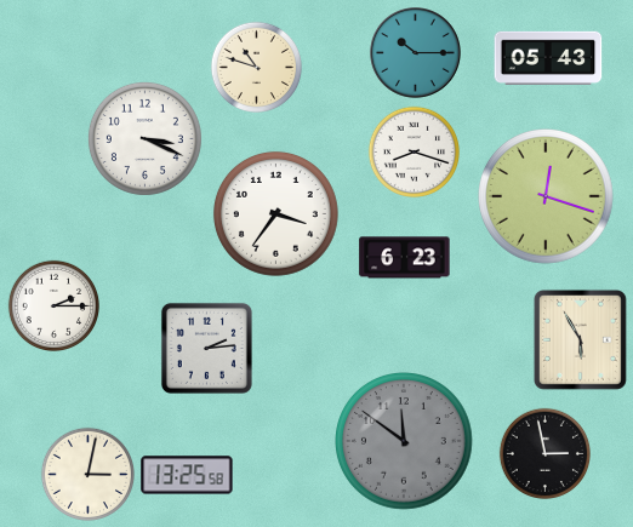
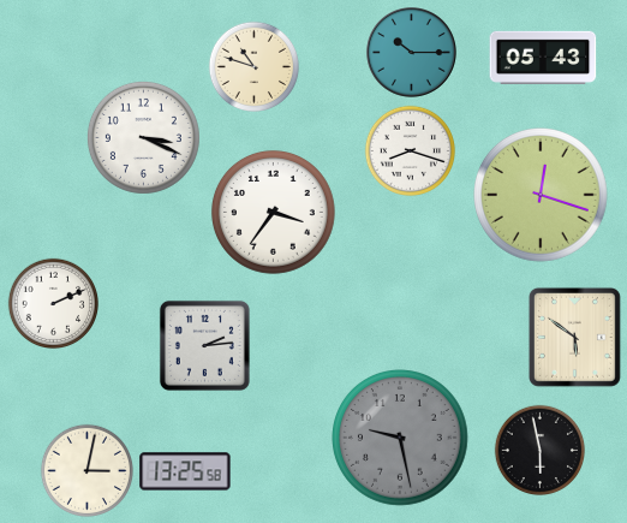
clock at (405, 258): 6:23 -> none
clock at (53, 305): 2:15 -> 2:11
clock at (580, 339): 5:55 -> 5:51
clock at (405, 442): 11:51 -> 9:28
clock at (544, 453): 2:58 -> 5:58
